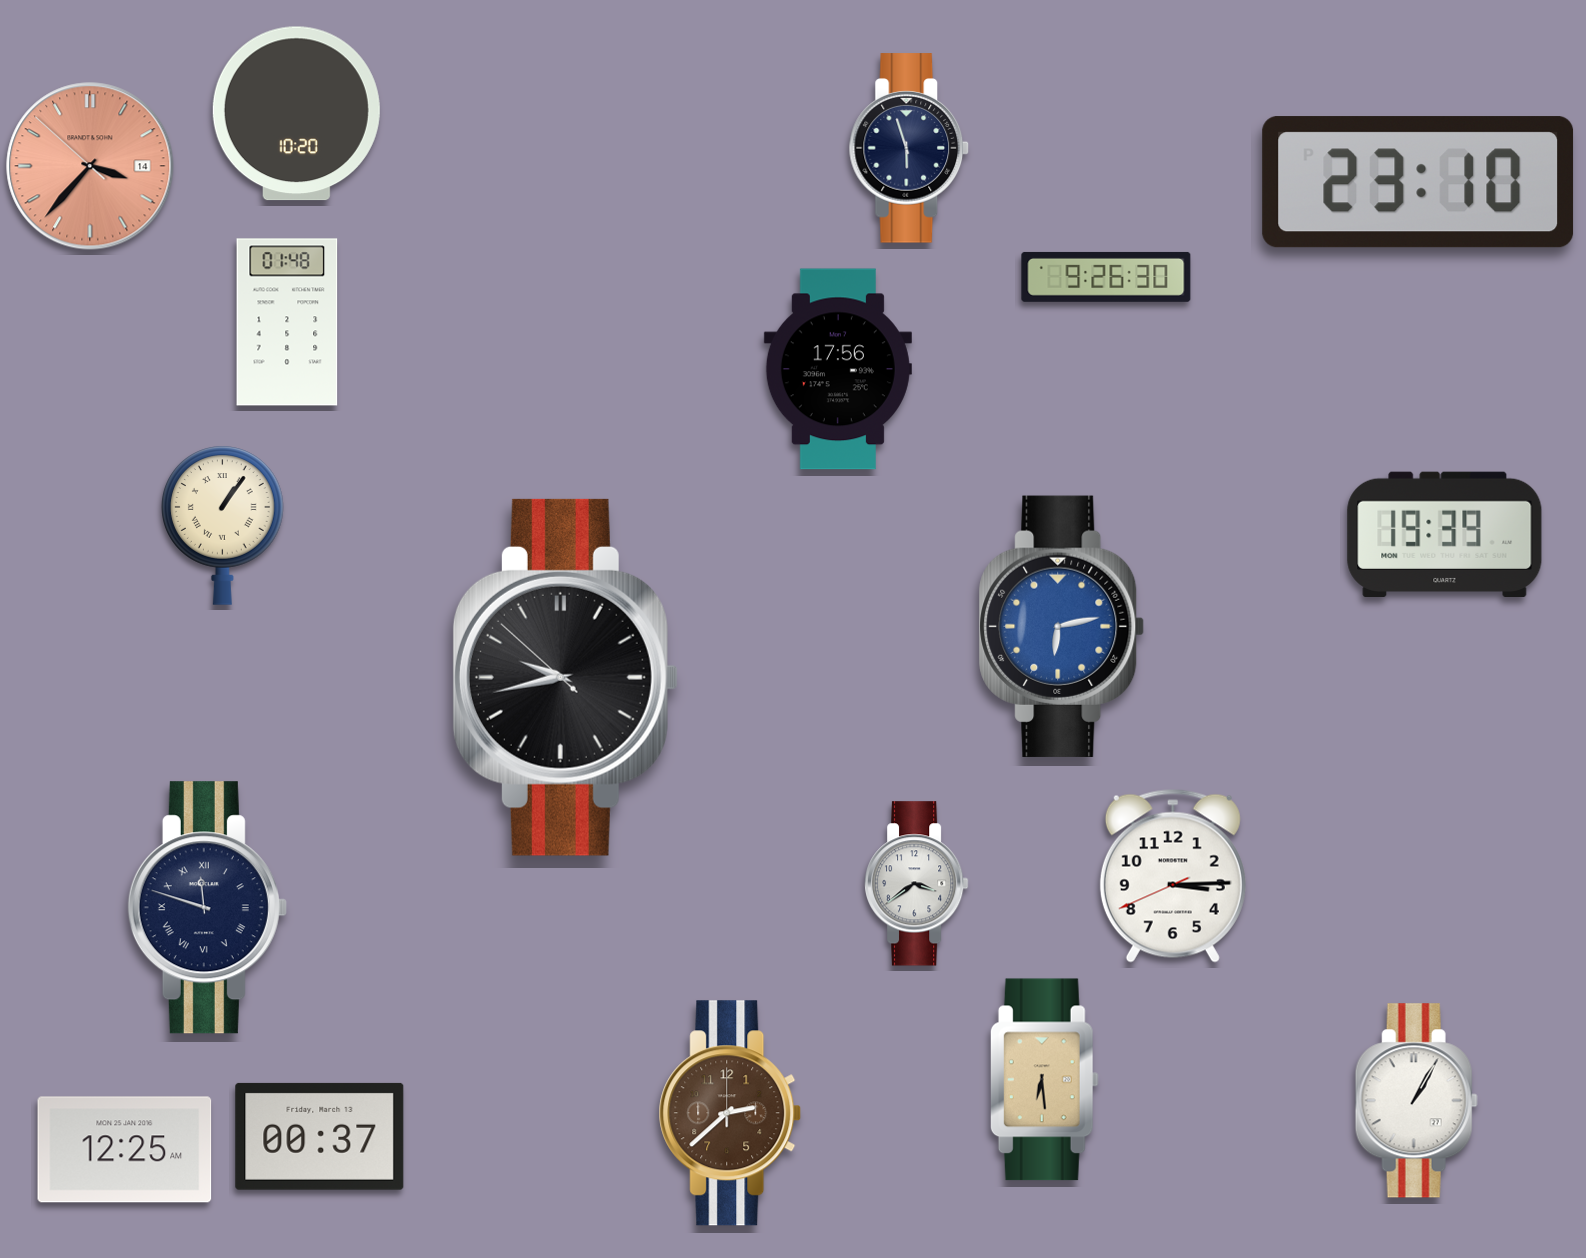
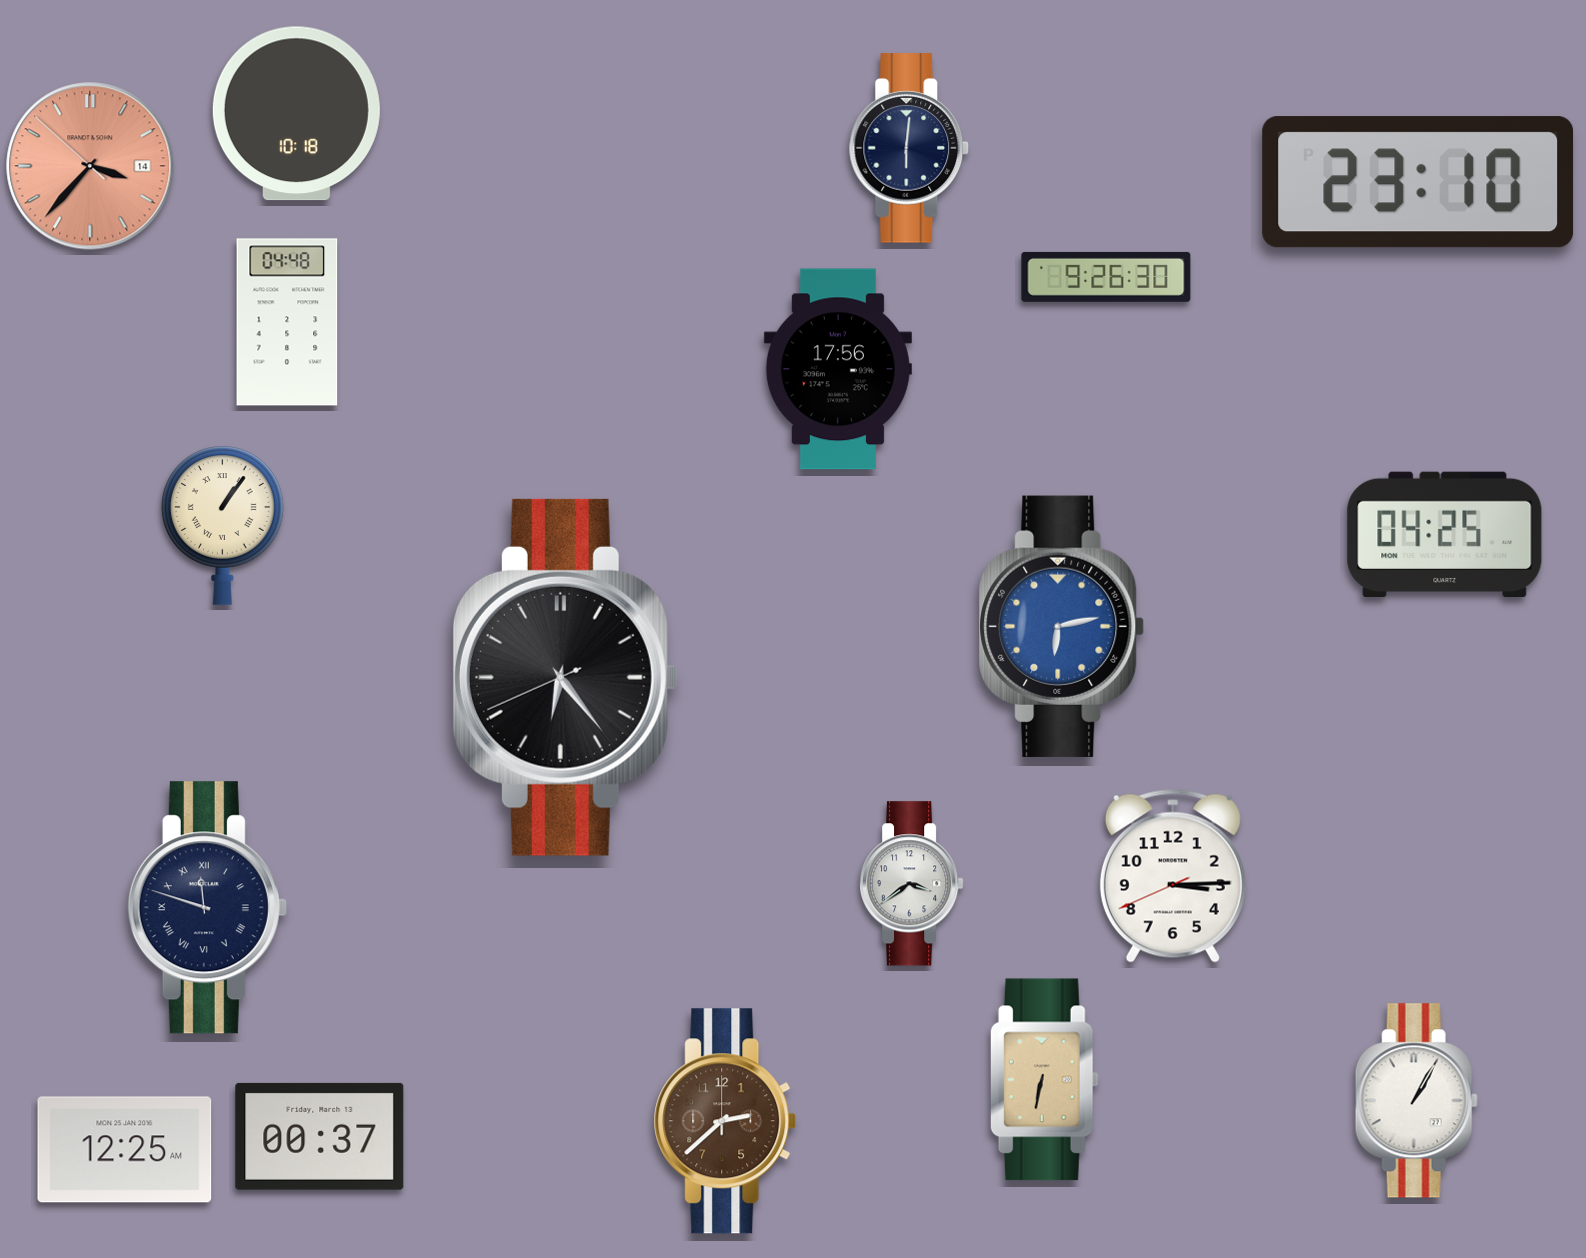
clock at (296, 114): 10:20 -> 10:18
clock at (909, 148): 5:57 -> 6:01
clock at (287, 322): 01:48 -> 04:48
clock at (1445, 534): 19:39 -> 04:25
clock at (565, 677): 9:42 -> 6:23
clock at (917, 884) position: (917, 884) -> (912, 884)
clock at (1044, 1080): 6:29 -> 6:32
clock at (730, 1113) position: (730, 1113) -> (725, 1121)
